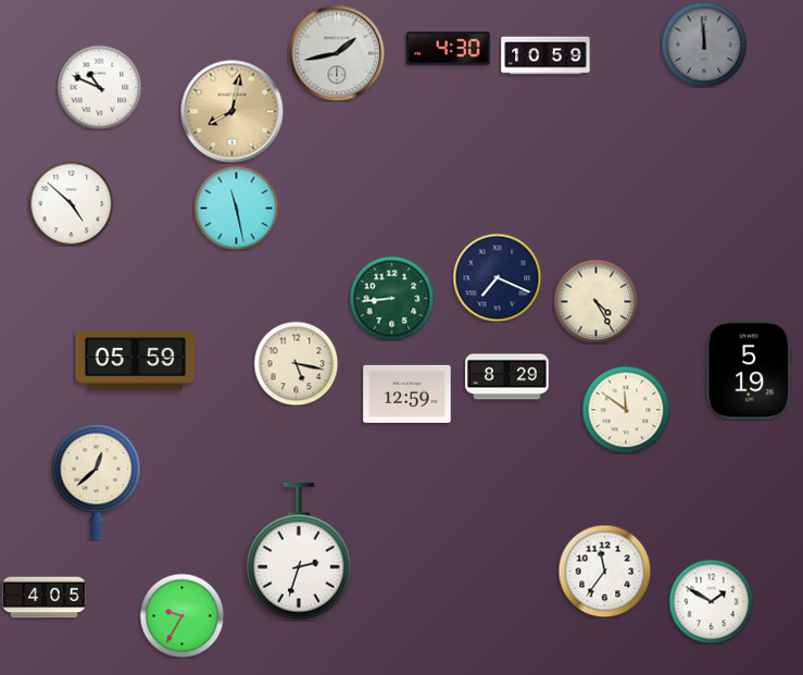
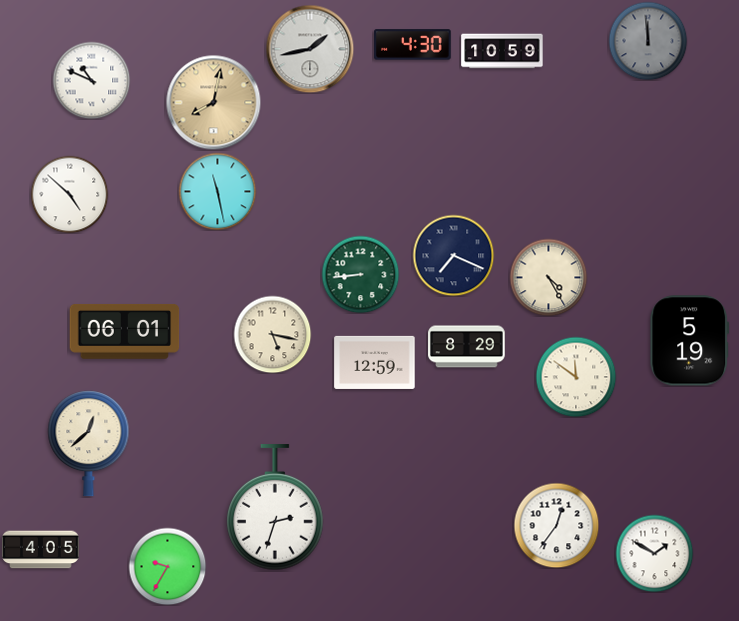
clock at (71, 203) position: (71, 203) -> (69, 194)
clock at (497, 277) position: (497, 277) -> (453, 255)
clock at (136, 360): 05:59 -> 06:01
clock at (604, 571): 11:36 -> 12:36
